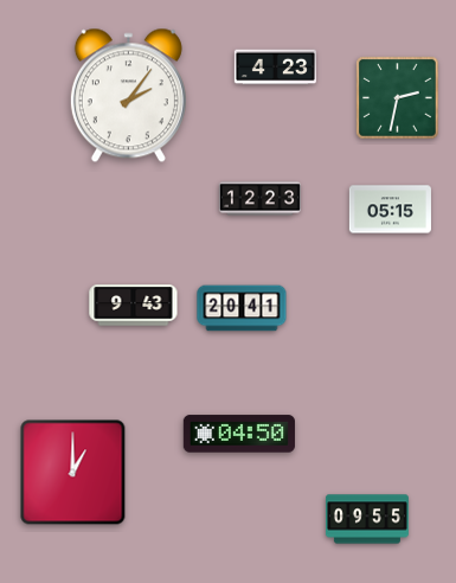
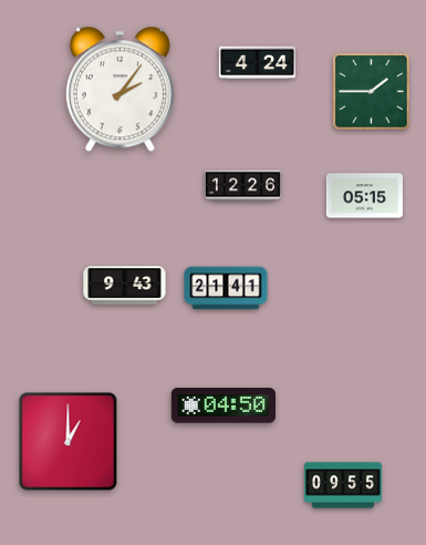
clock at (275, 68): 4:23 -> 4:24
clock at (398, 98): 2:32 -> 1:45
clock at (259, 199): 12:23 -> 12:26
clock at (242, 308): 20:41 -> 21:41
